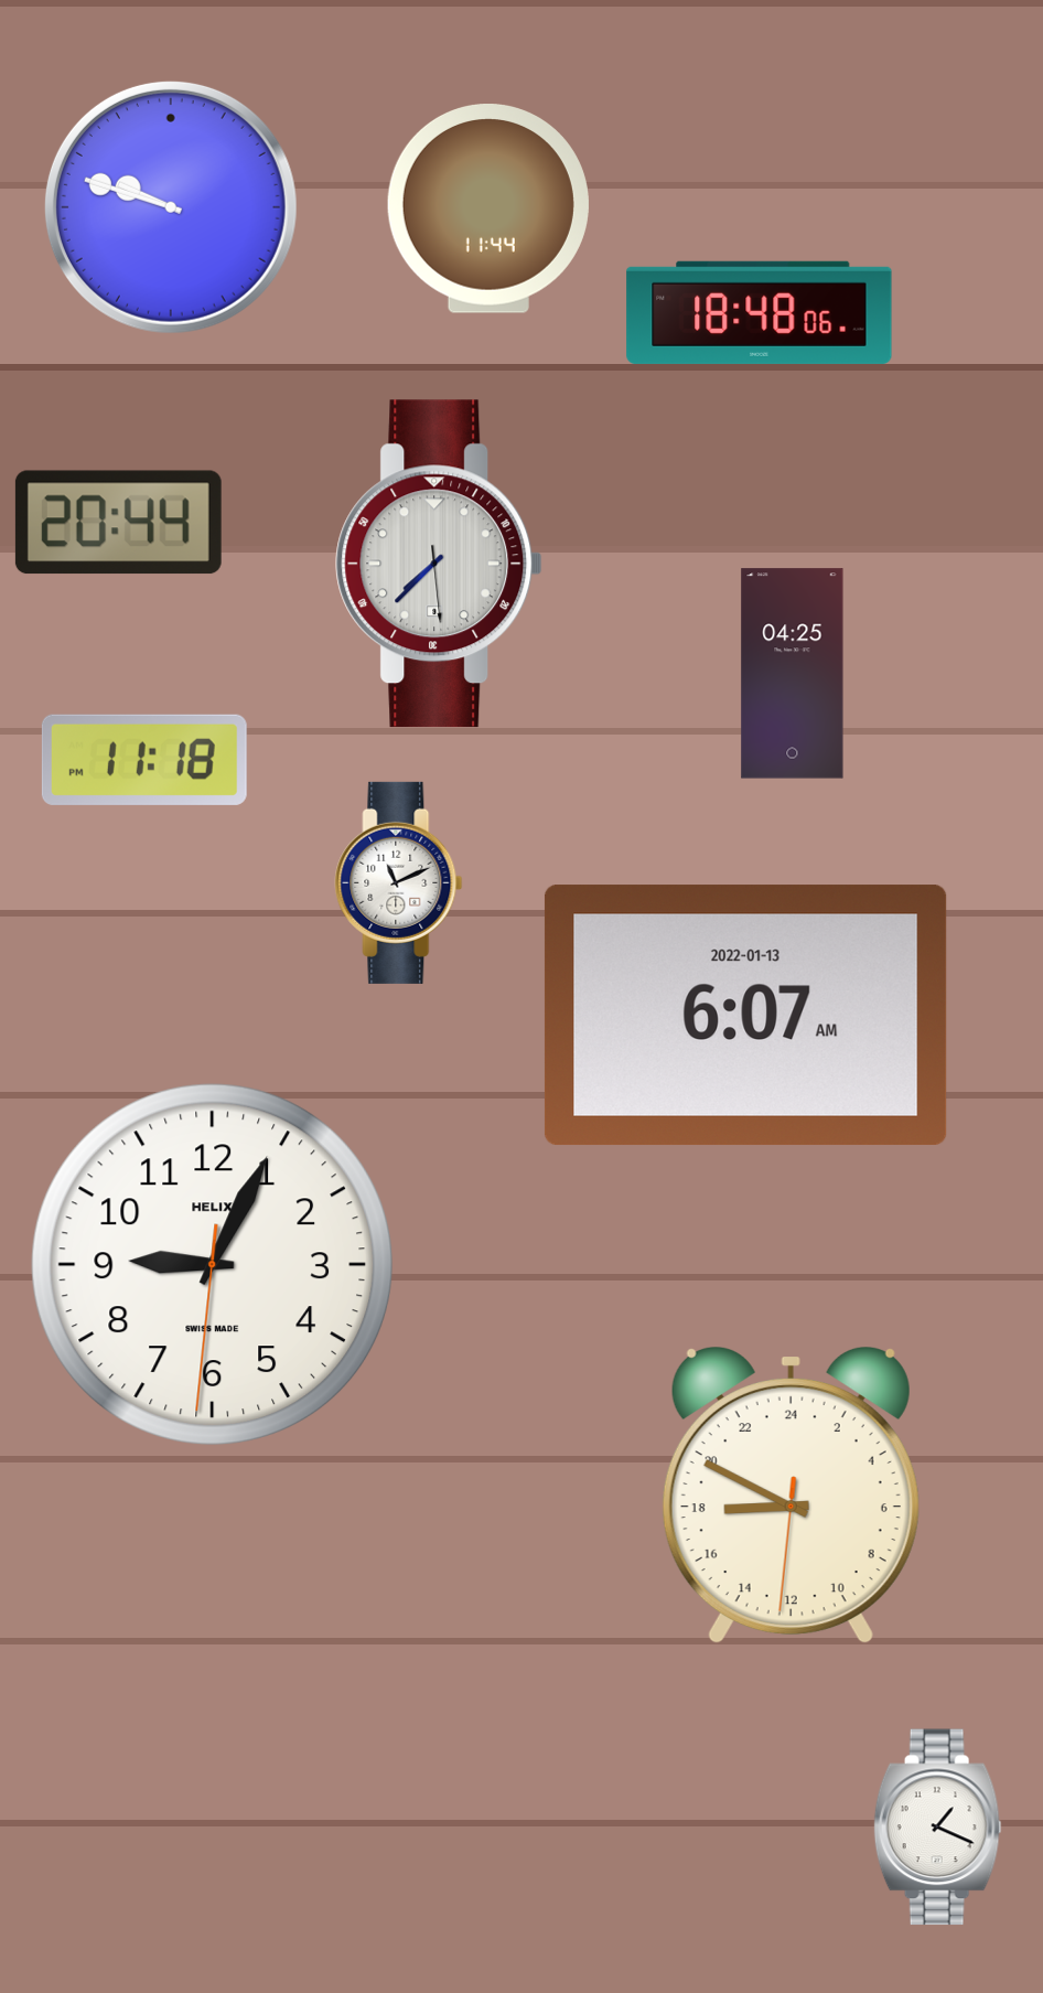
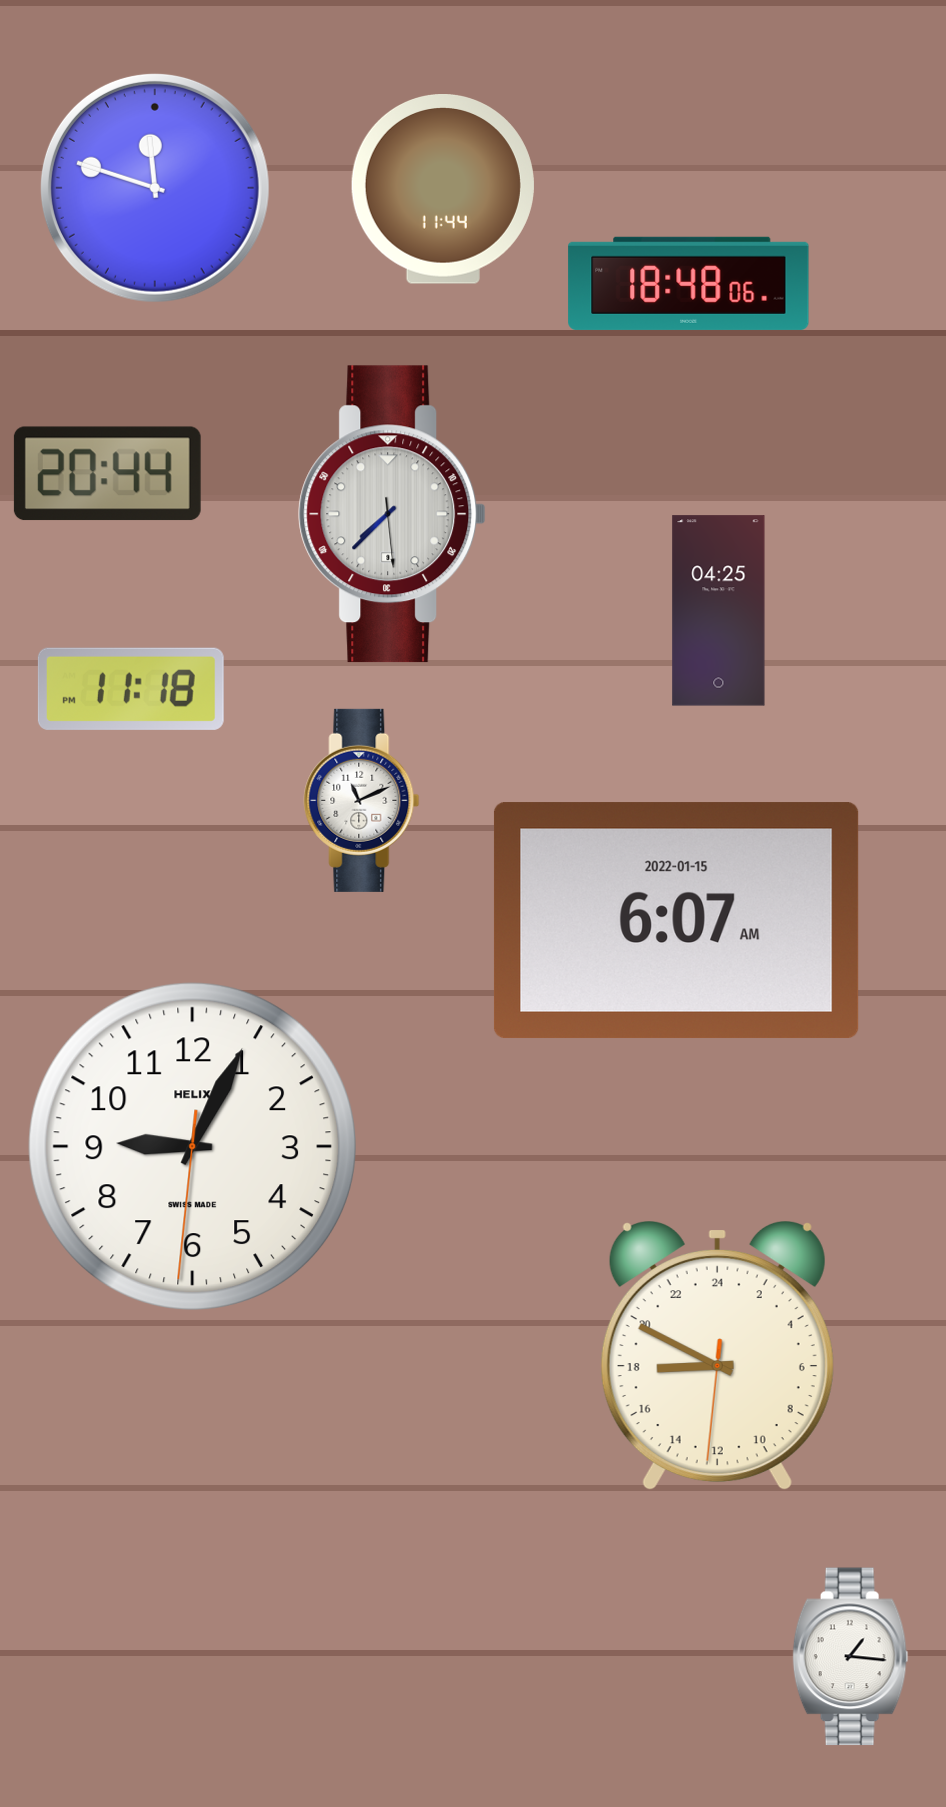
clock at (171, 207): 9:48 -> 11:48
clock at (439, 564) position: (439, 564) -> (392, 514)
clock at (745, 1016) date: 2022-01-13 -> 2022-01-15
clock at (937, 1828): 1:19 -> 1:16
